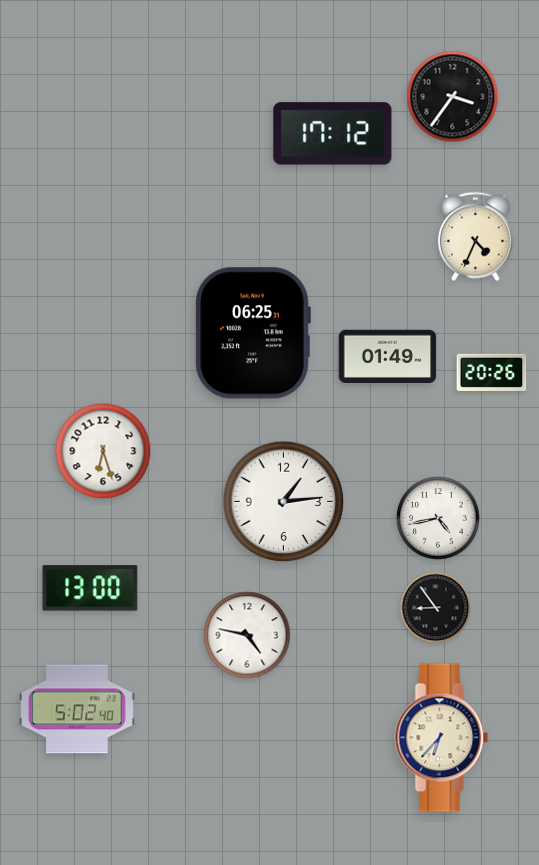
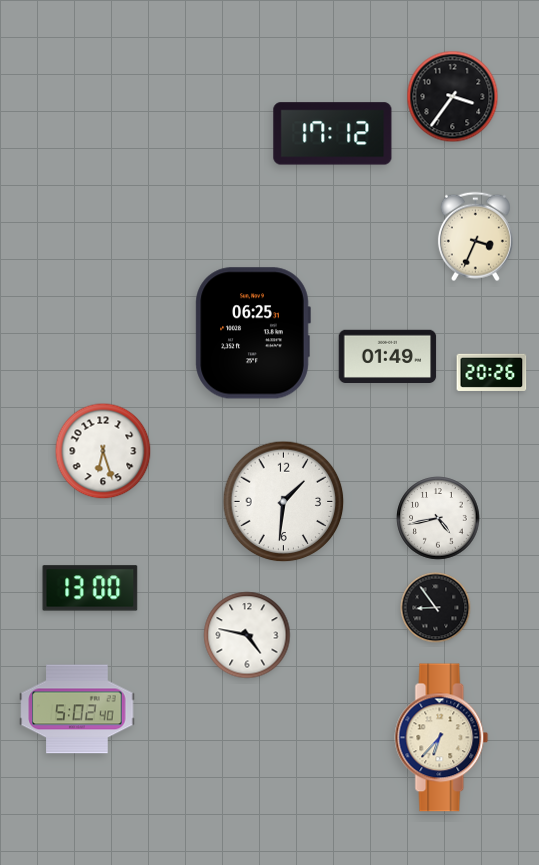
clock at (475, 237): 4:34 -> 3:34
clock at (284, 502): 1:14 -> 1:31
